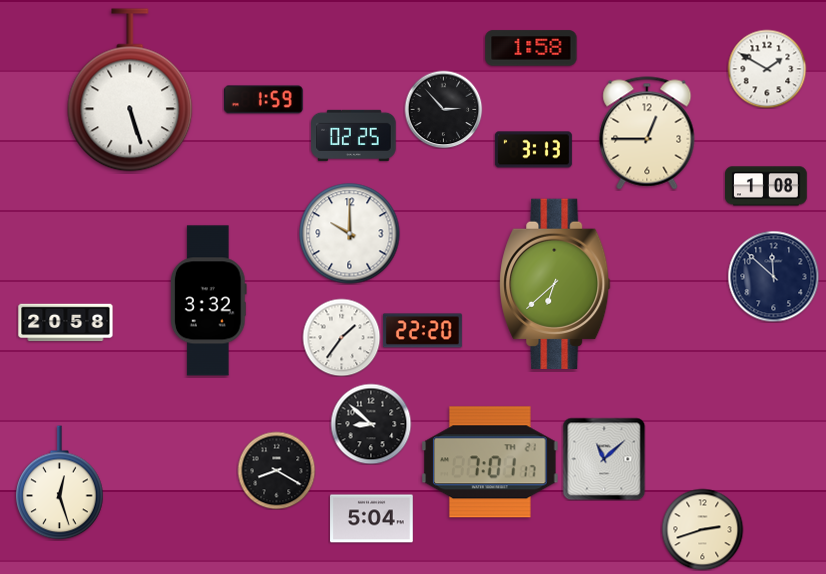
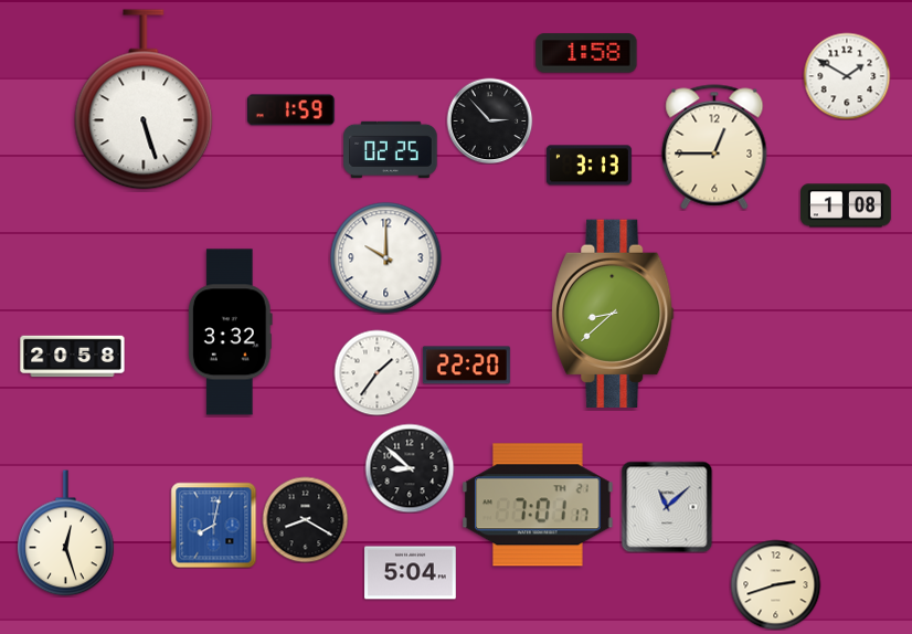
clock at (773, 276): 11:52 -> none
clock at (555, 284): 6:38 -> 8:38
clock at (491, 462) position: (491, 462) -> (539, 505)
clock at (213, 525): none -> 8:02
